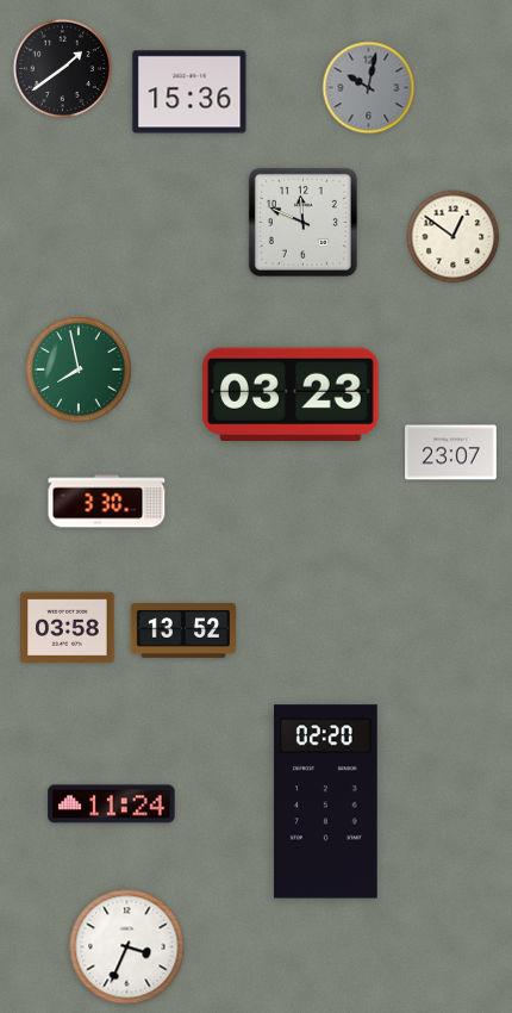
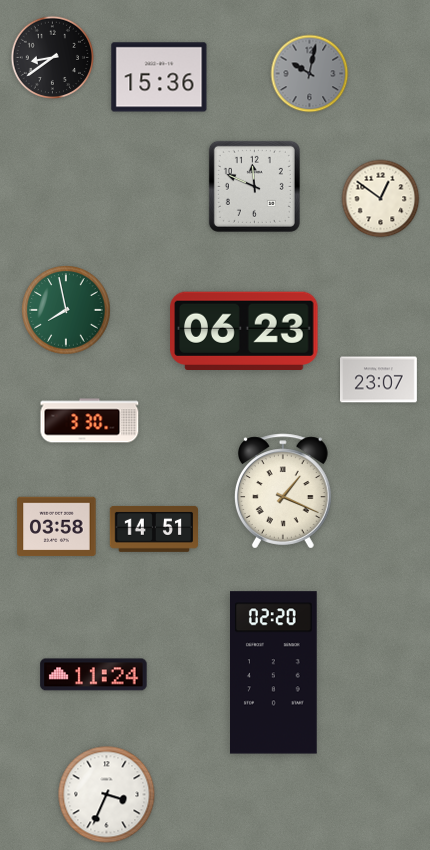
clock at (62, 68): 1:39 -> 8:39
clock at (291, 393): 03:23 -> 06:23
clock at (283, 491): none -> 1:19
clock at (182, 630): 13:52 -> 14:51
